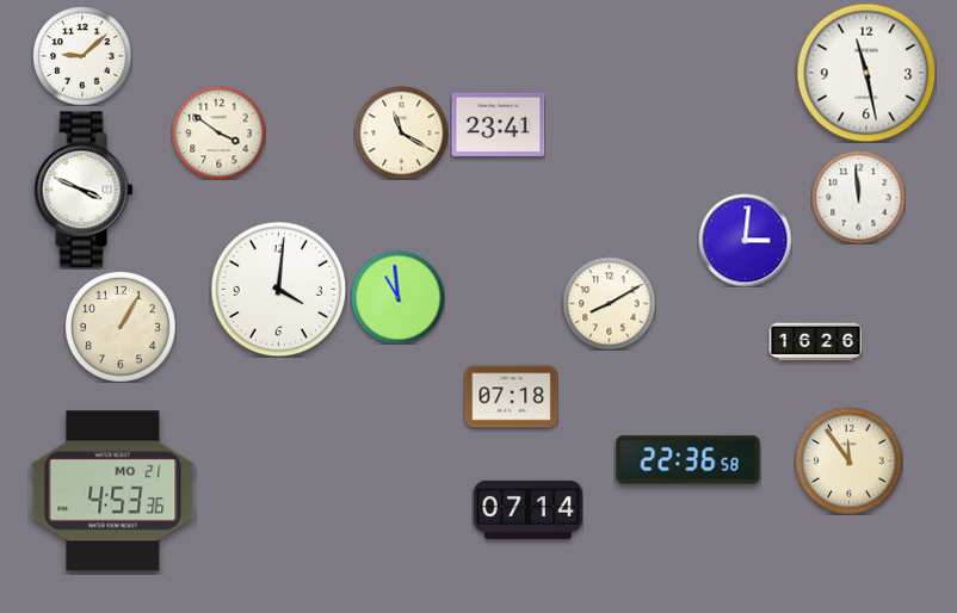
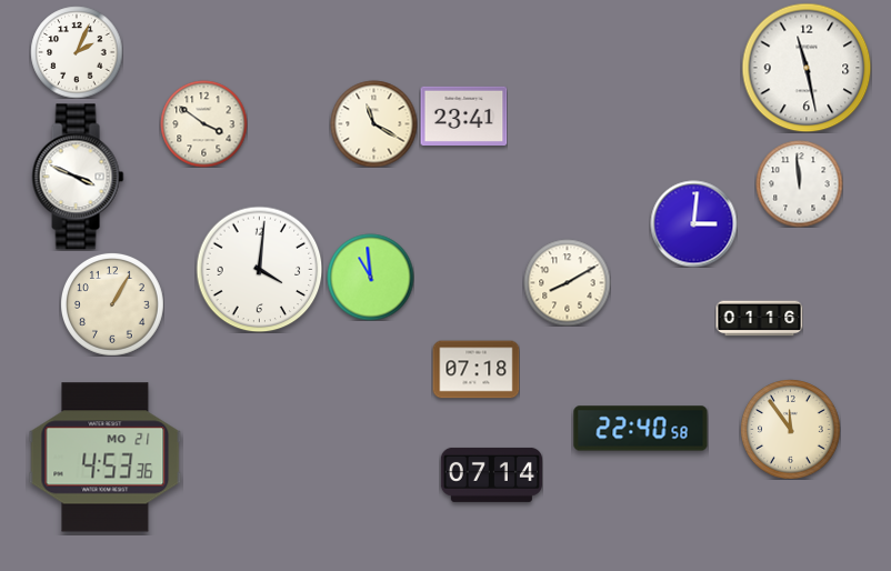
clock at (82, 56): 9:08 -> 2:04
clock at (815, 342): 16:26 -> 01:16
clock at (689, 460): 22:36 -> 22:40
